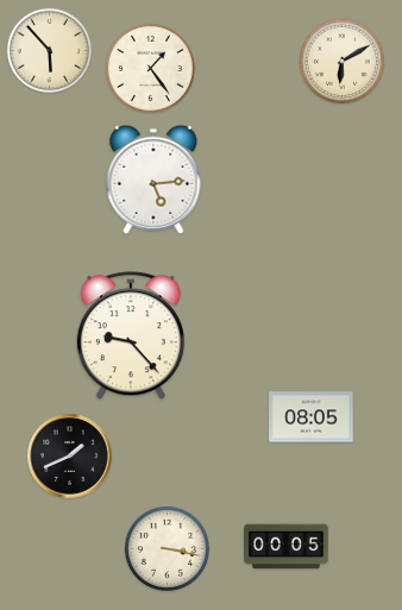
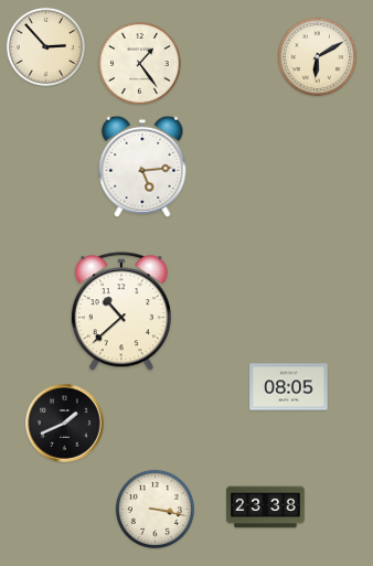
clock at (49, 50): 5:53 -> 2:53
clock at (131, 337): 9:23 -> 10:38
clock at (287, 547): 00:05 -> 23:38
